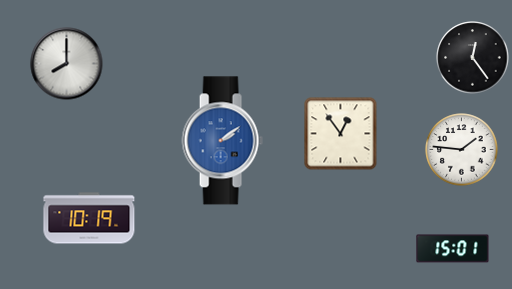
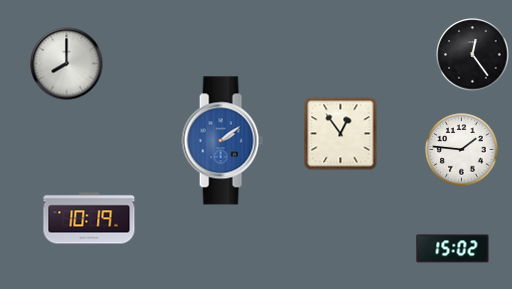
clock at (473, 58) position: (473, 58) -> (473, 55)
clock at (453, 249): 15:01 -> 15:02
